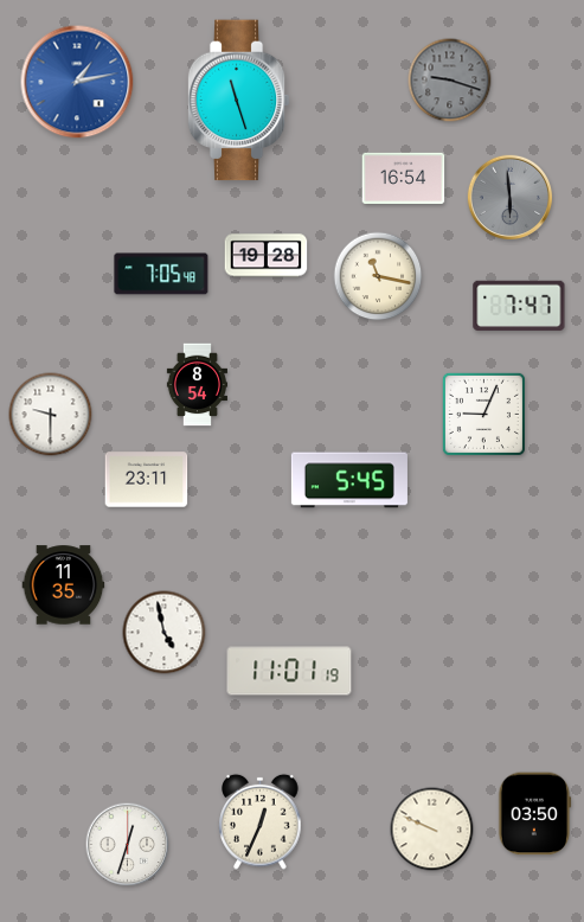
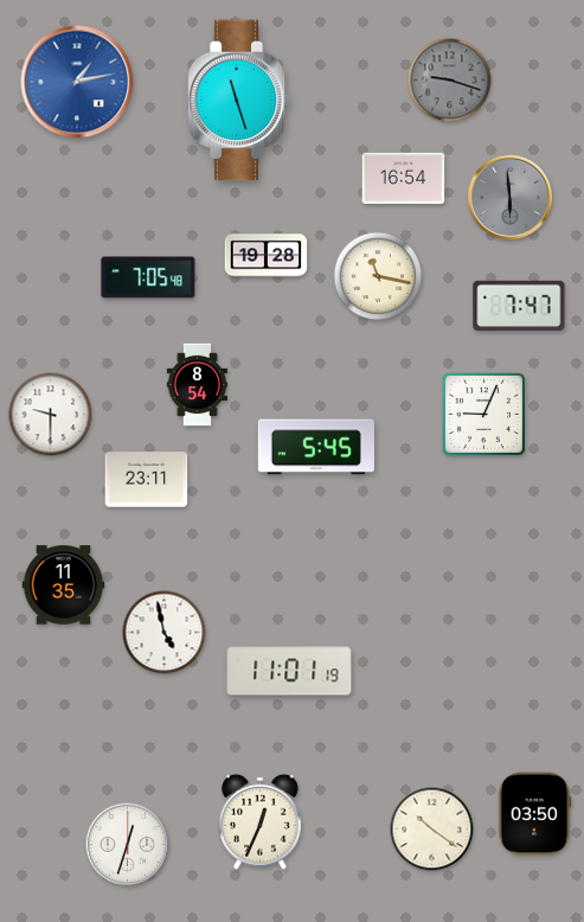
clock at (161, 274) position: (161, 274) -> (148, 277)
clock at (349, 480) position: (349, 480) -> (316, 447)
clock at (432, 830): 9:49 -> 10:21
